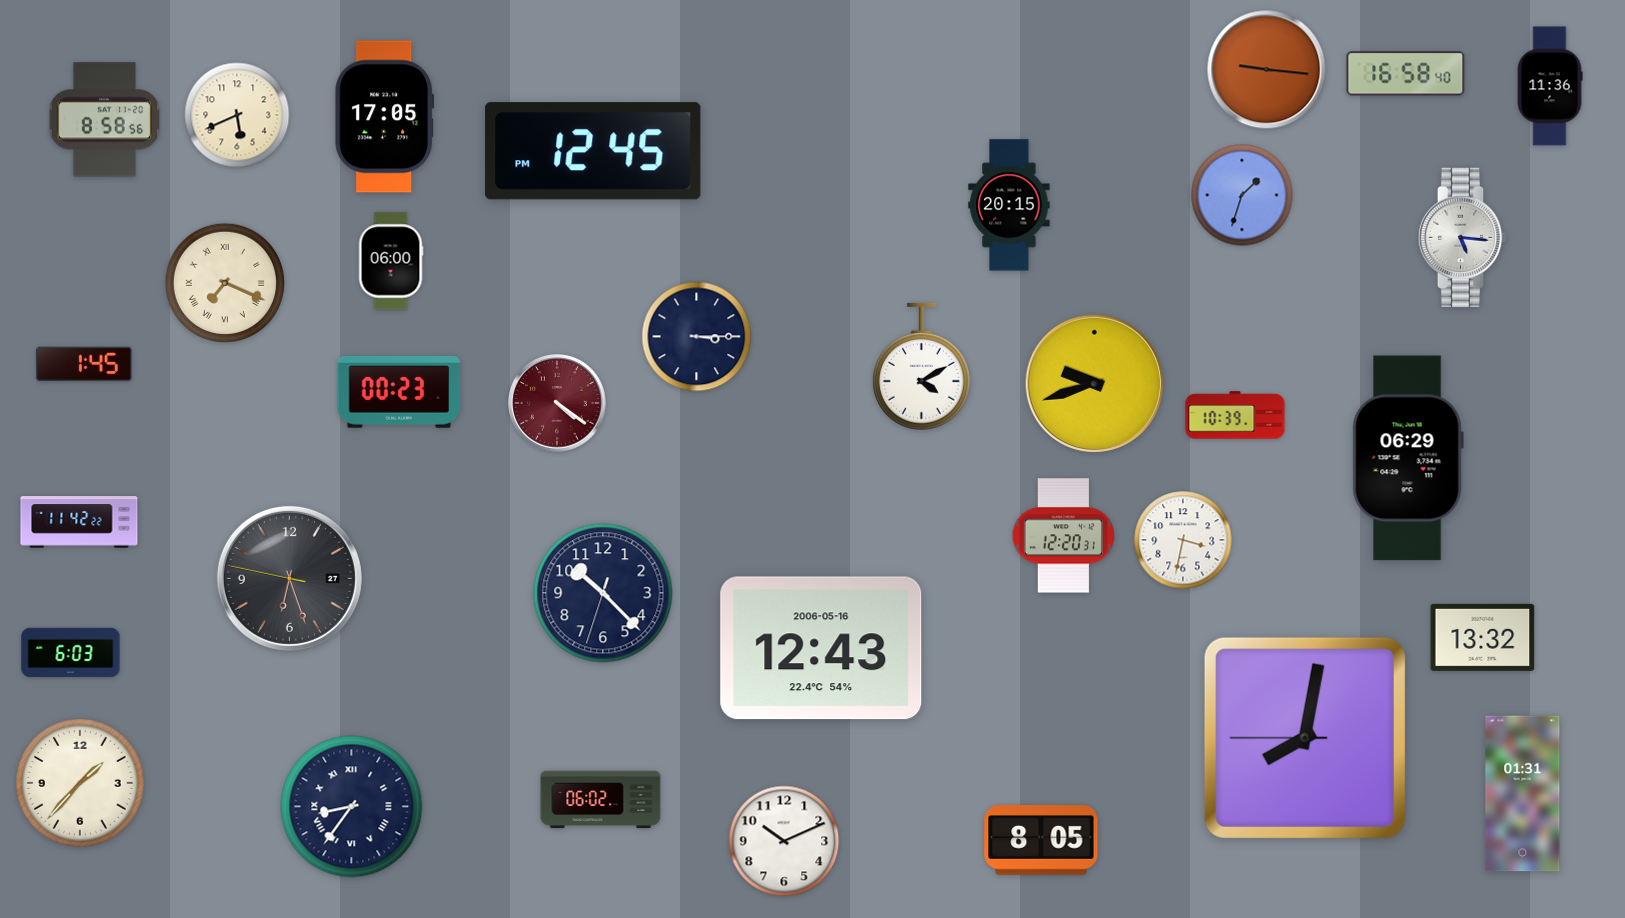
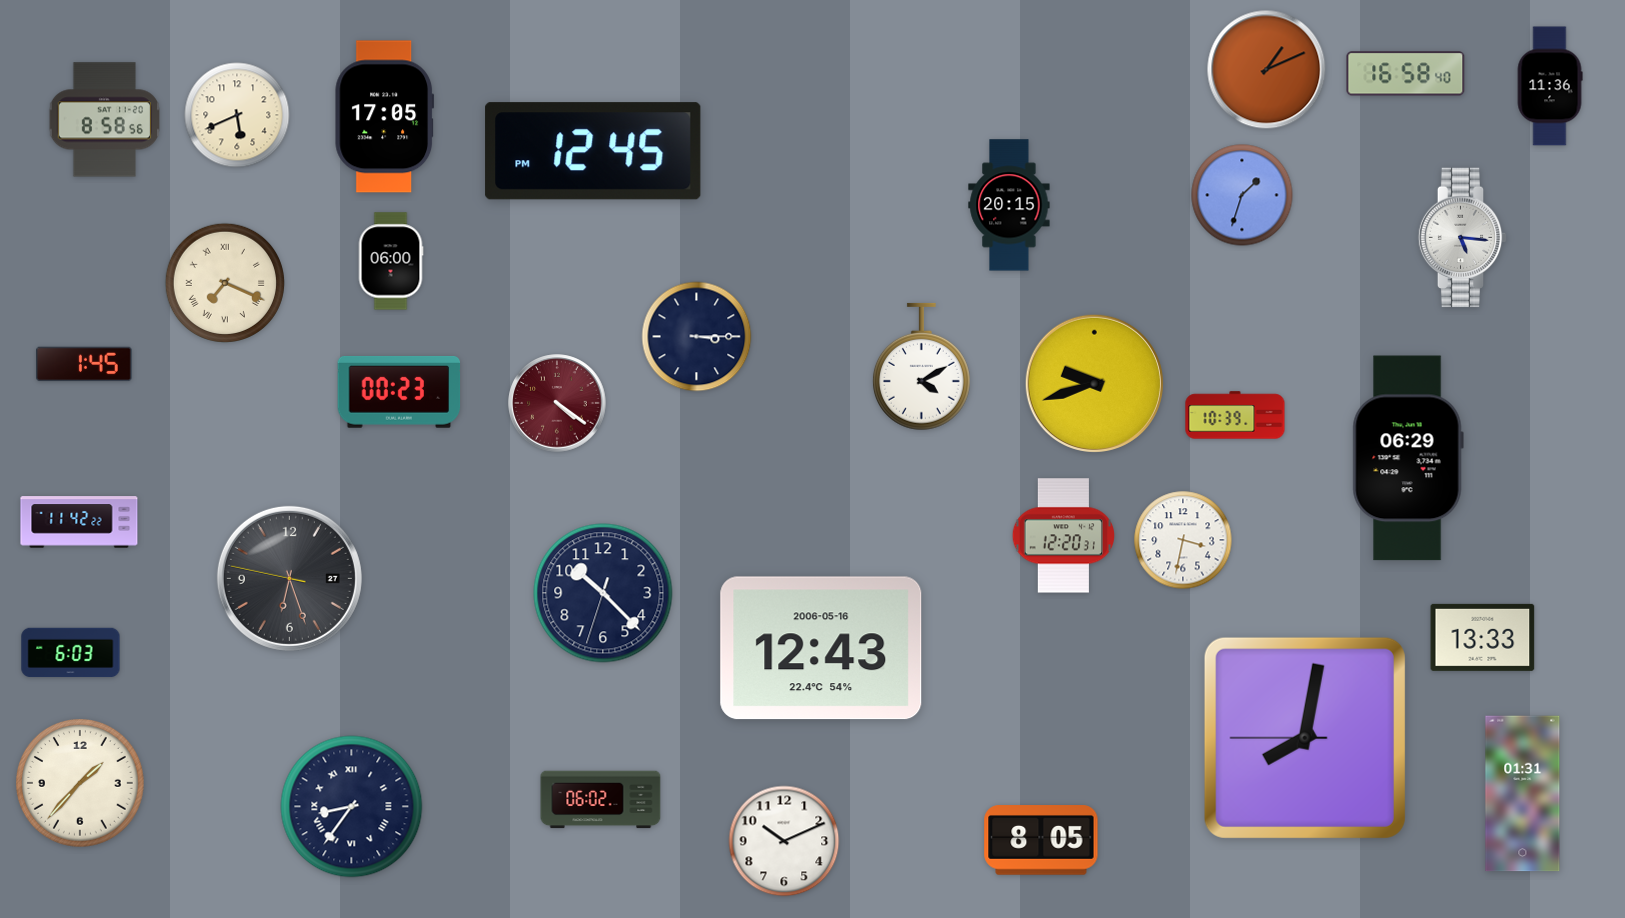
clock at (1267, 70): 9:16 -> 1:11
clock at (1483, 637): 13:32 -> 13:33
